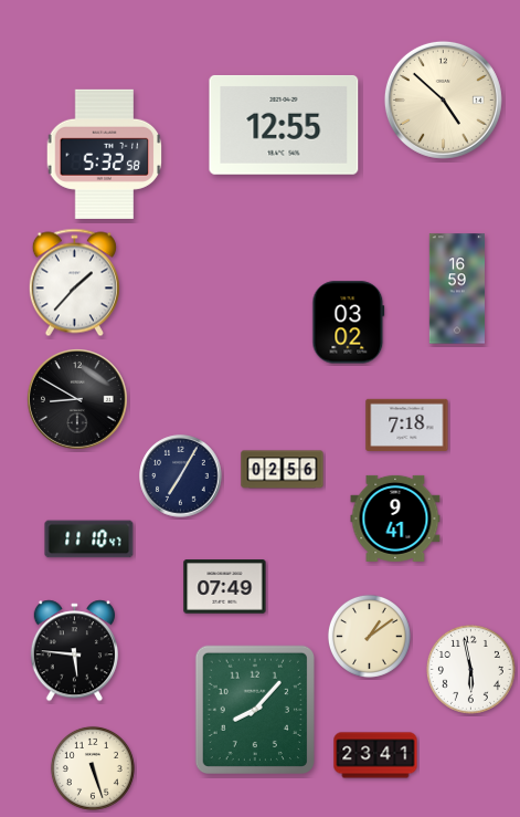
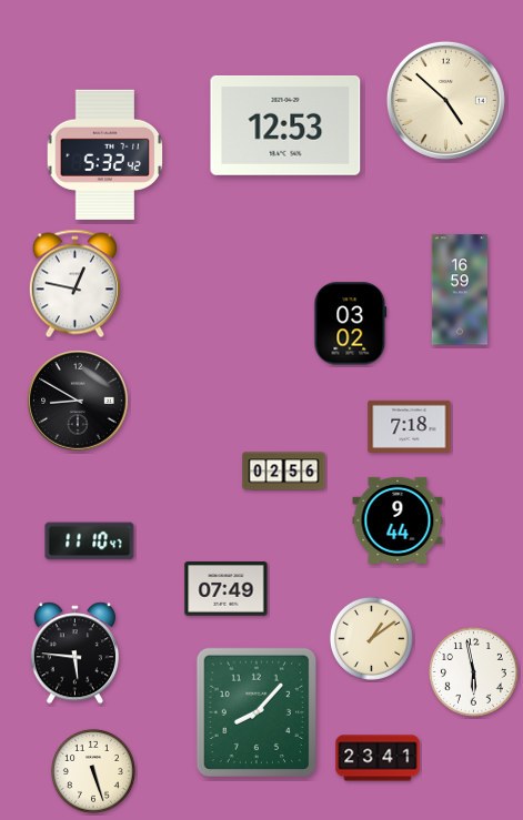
clock at (284, 125): 12:55 -> 12:53
clock at (105, 154): 5:32:58 -> 5:32:42
clock at (74, 283): 1:37 -> 12:47
clock at (181, 476): 7:05 -> none
clock at (395, 519): 9:41 -> 9:44
